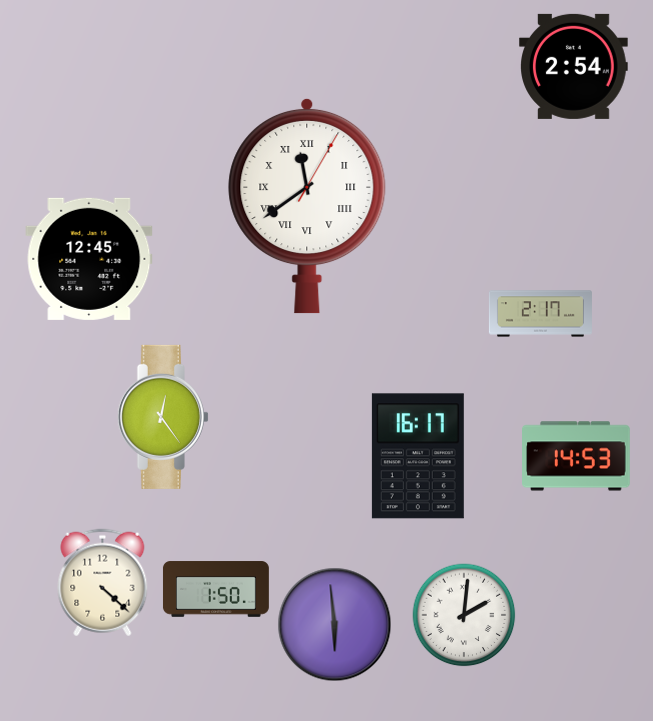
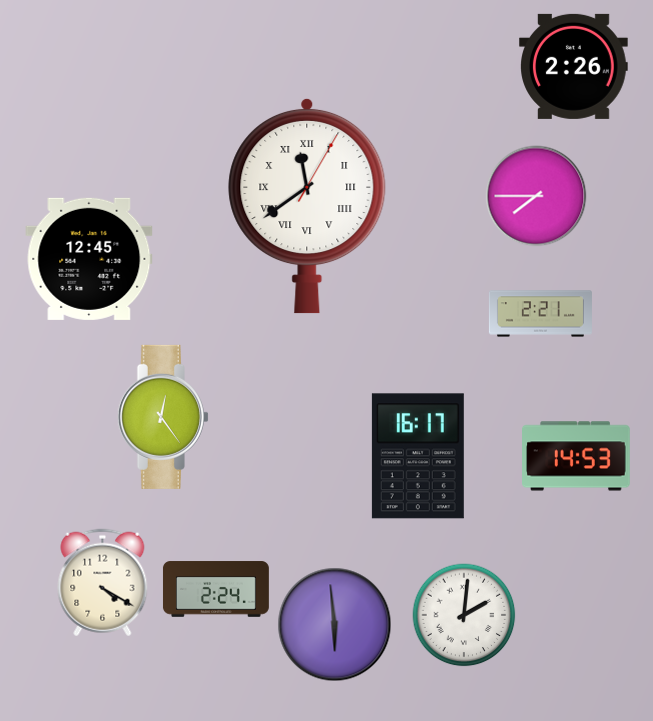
clock at (574, 66): 2:54 -> 2:26
clock at (536, 196): none -> 7:45
clock at (540, 314): 2:17 -> 2:21
clock at (103, 583): 4:22 -> 4:20
clock at (216, 589): 1:50 -> 2:24
